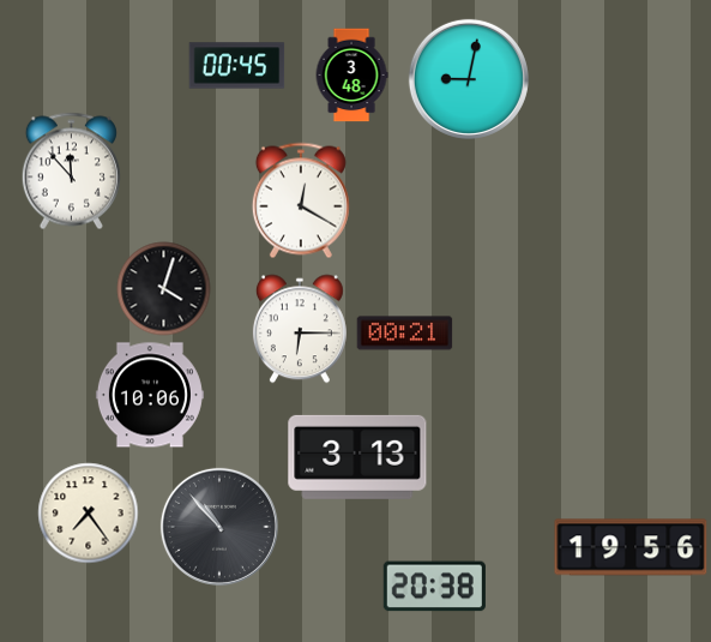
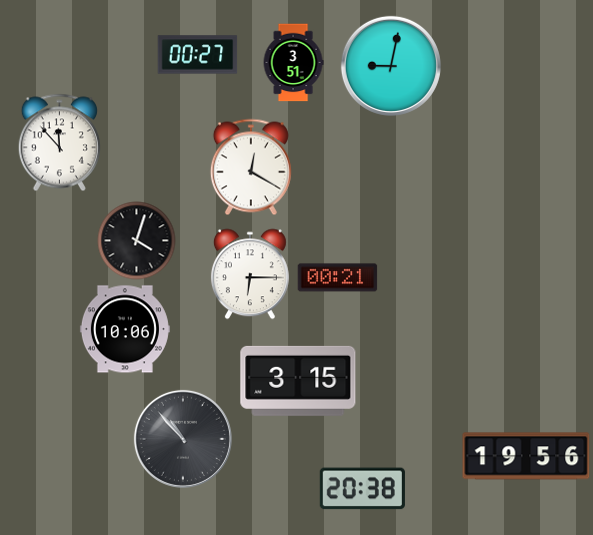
clock at (236, 66): 00:45 -> 00:27
clock at (351, 74): 3:48 -> 3:51
clock at (357, 457): 3:13 -> 3:15
clock at (88, 512): 7:24 -> none
